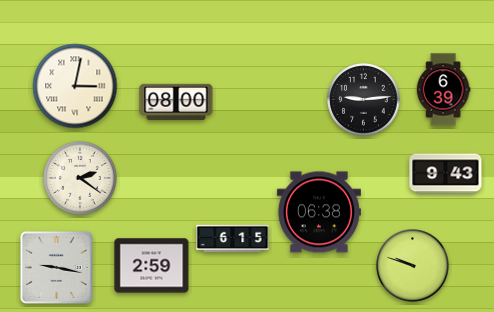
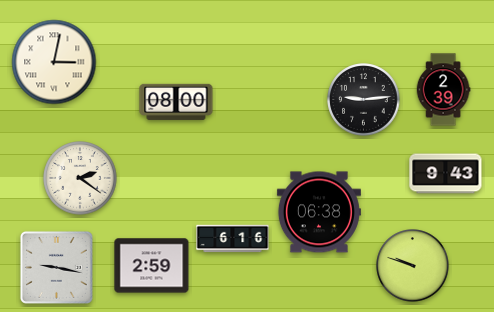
clock at (75, 86) position: (75, 86) -> (54, 62)
clock at (443, 90): 6:39 -> 2:39
clock at (233, 239): 6:15 -> 6:16
